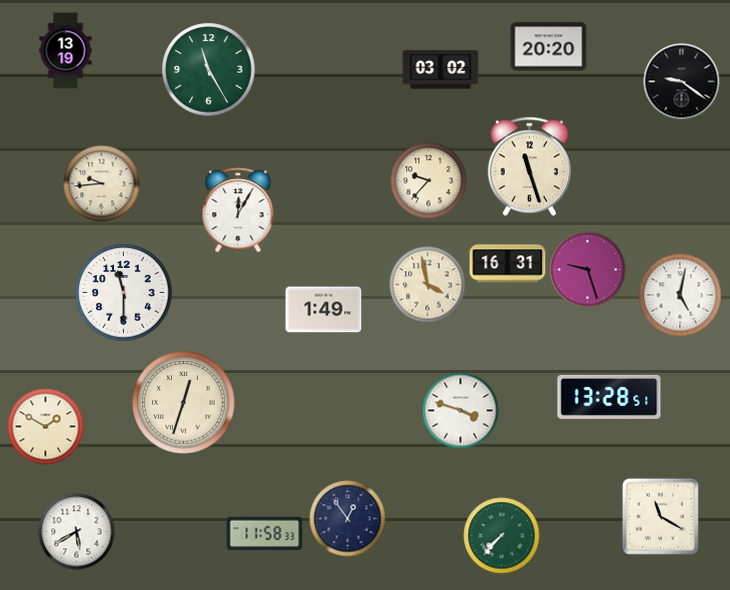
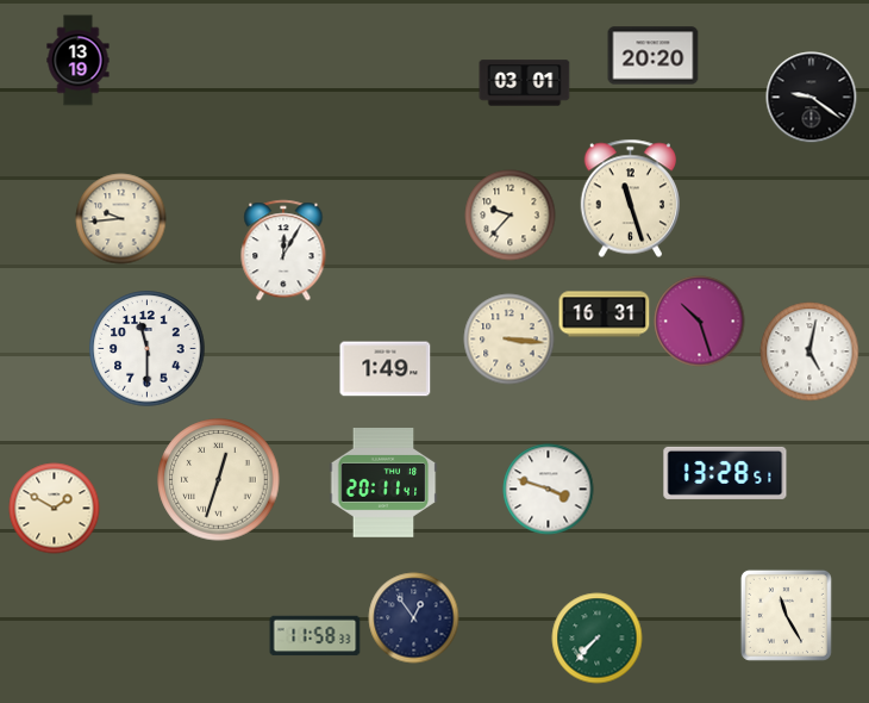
clock at (209, 70): 11:25 -> none
clock at (441, 70): 03:02 -> 03:01
clock at (588, 270): 9:27 -> 10:27
clock at (428, 285): 3:58 -> 3:16
clock at (383, 484): none -> 20:11
clock at (660, 516): 11:20 -> 11:25
clock at (77, 532): 5:40 -> none
